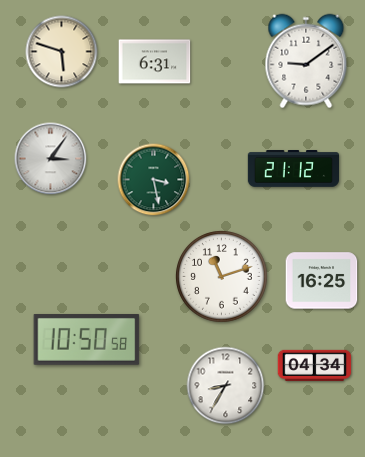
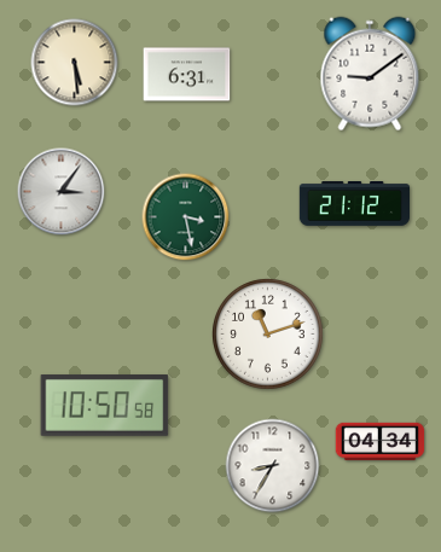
clock at (62, 52): 5:48 -> 5:29
clock at (322, 281): 16:25 -> none
clock at (87, 340) position: (87, 340) -> (105, 406)
